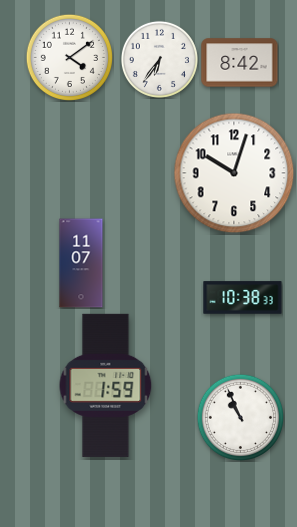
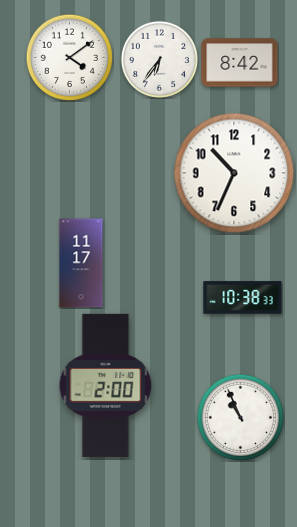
clock at (234, 173): 10:03 -> 10:34
clock at (81, 263): 11:07 -> 11:17
clock at (106, 385): 1:59 -> 2:00
